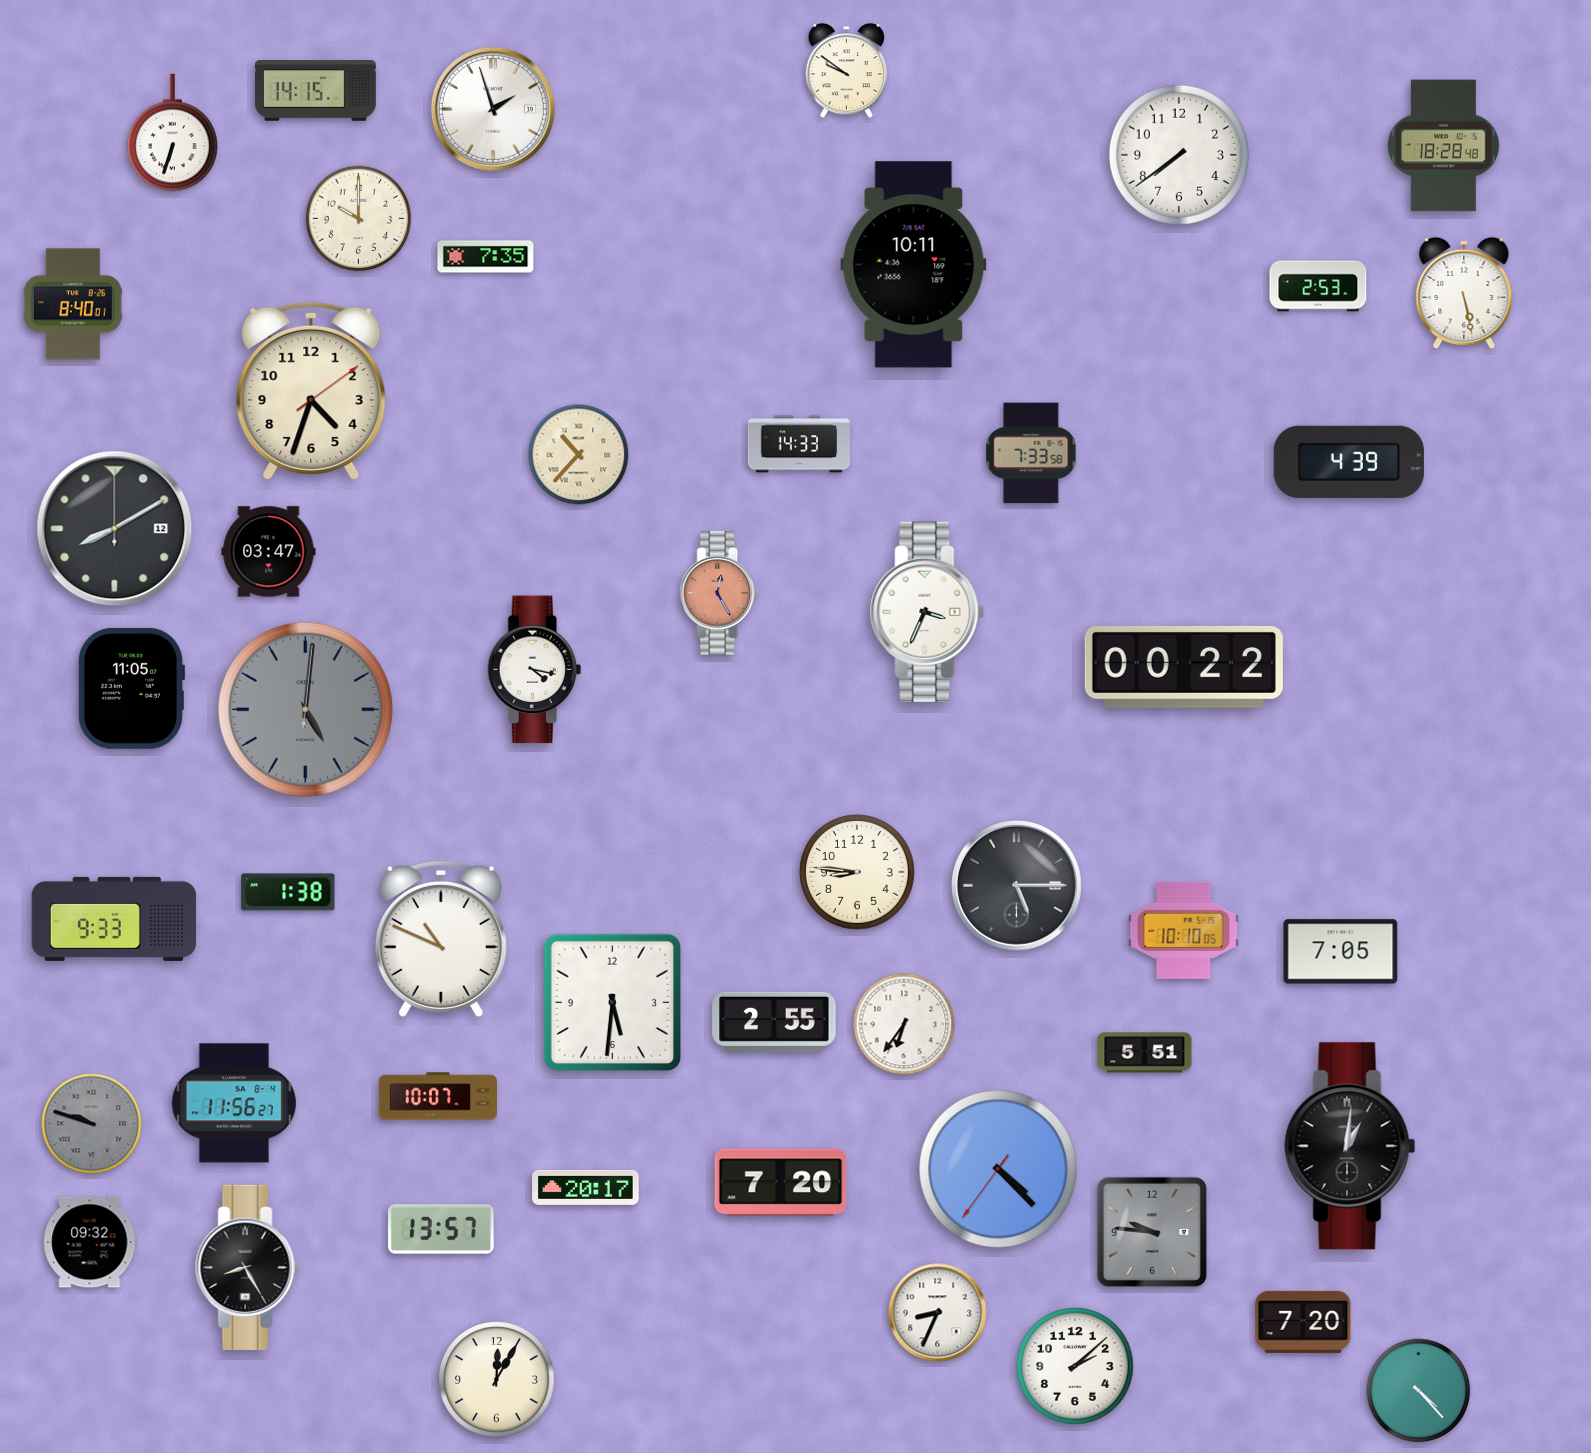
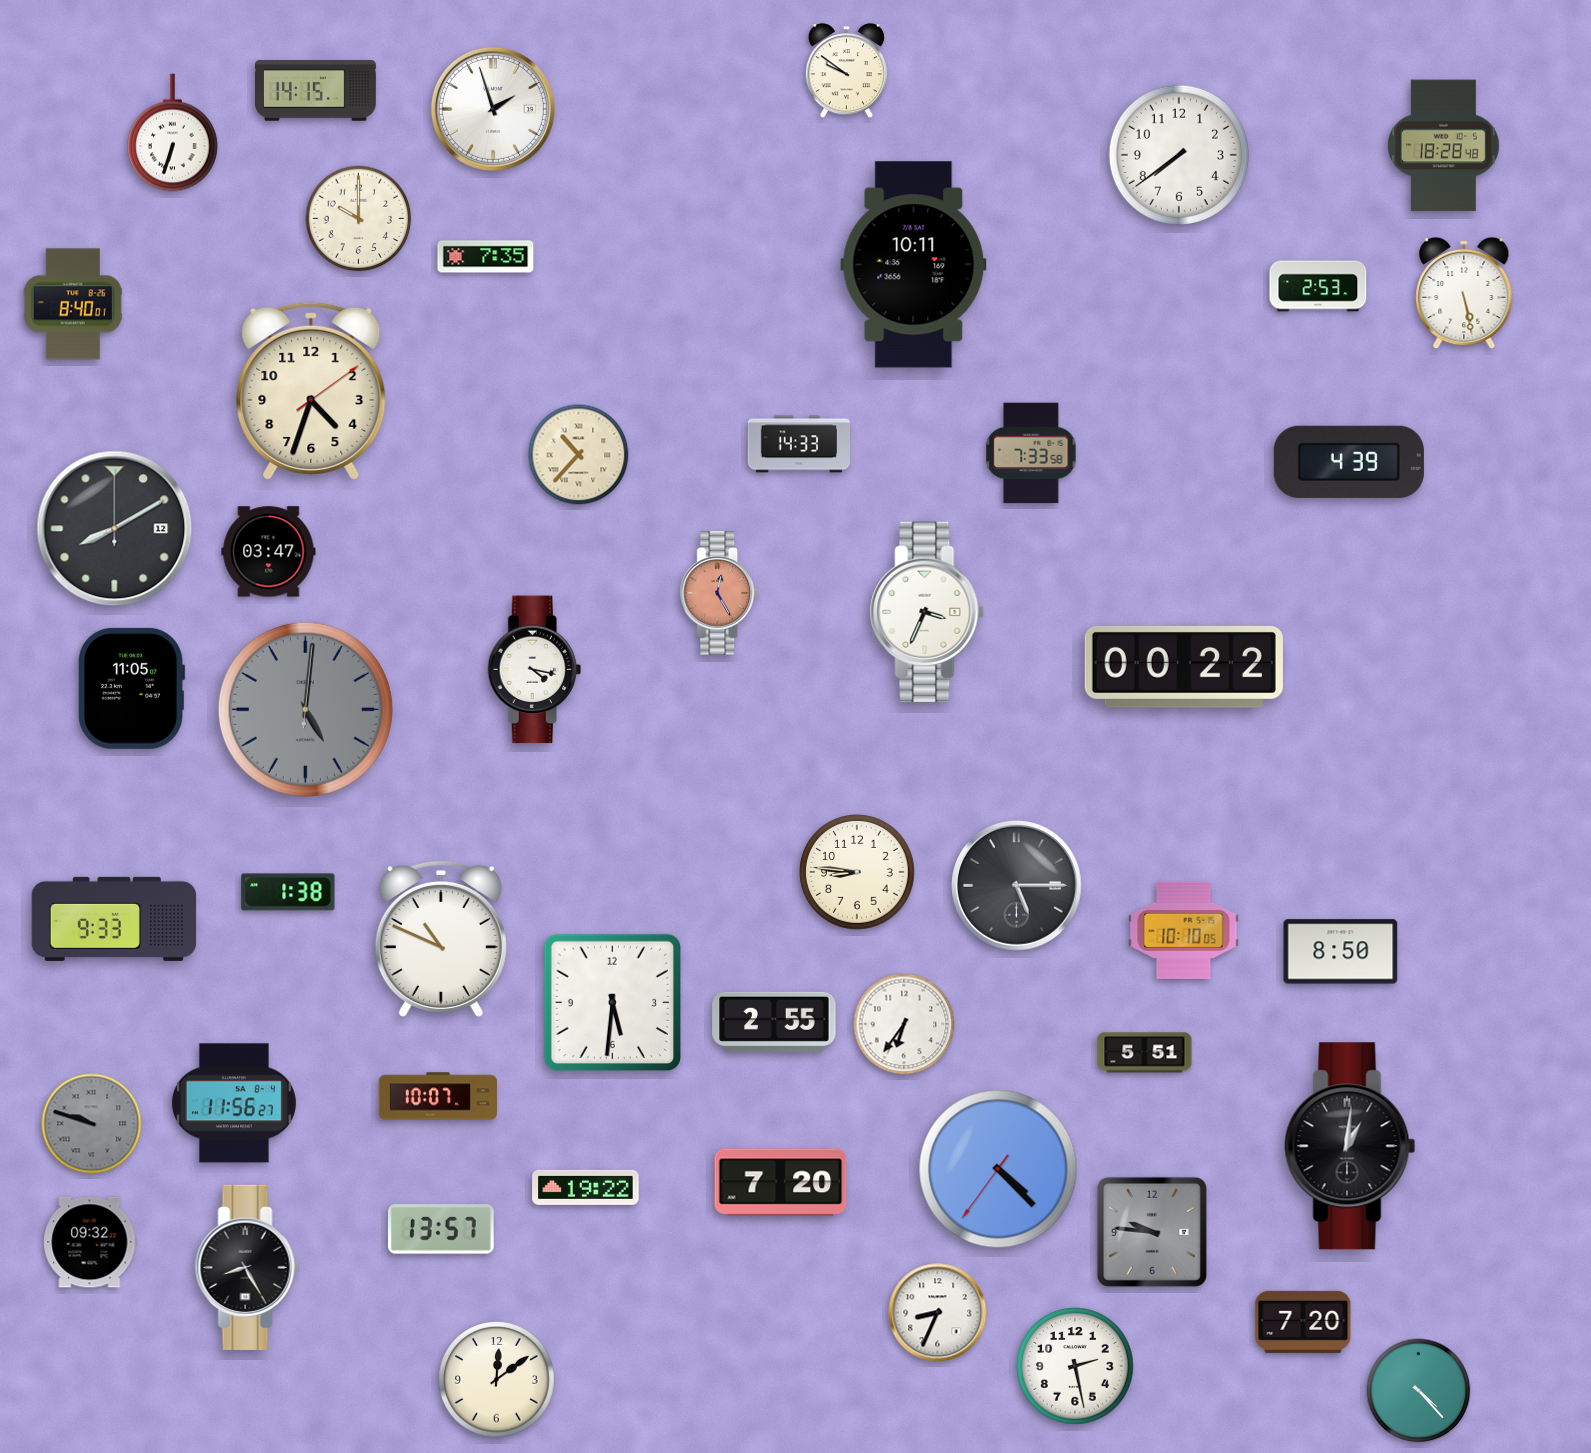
clock at (1341, 952): 7:05 -> 8:50
clock at (586, 1187): 20:17 -> 19:22
clock at (1075, 1366): 2:08 -> 2:28
clock at (497, 1380): 12:05 -> 12:09
